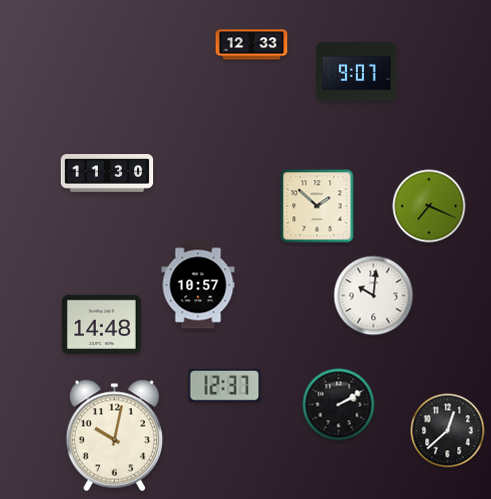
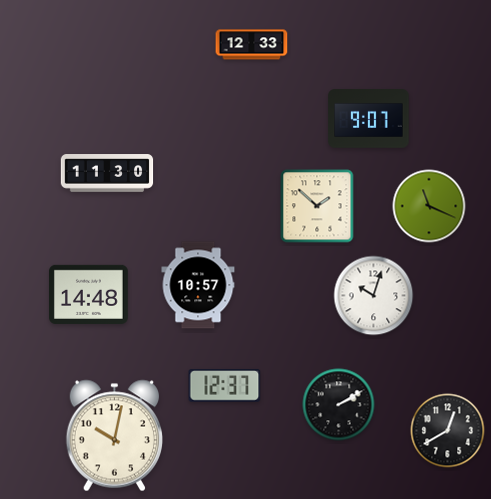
clock at (357, 72) position: (357, 72) -> (369, 119)
clock at (429, 206): 7:19 -> 11:19
clock at (374, 296): 10:01 -> 10:03
clock at (102, 324) position: (102, 324) -> (89, 294)
clock at (448, 431): 12:38 -> 12:40
